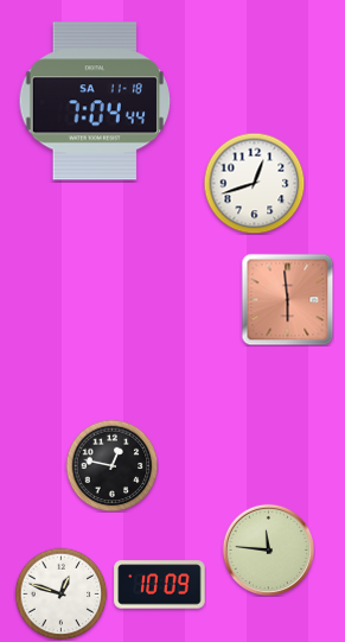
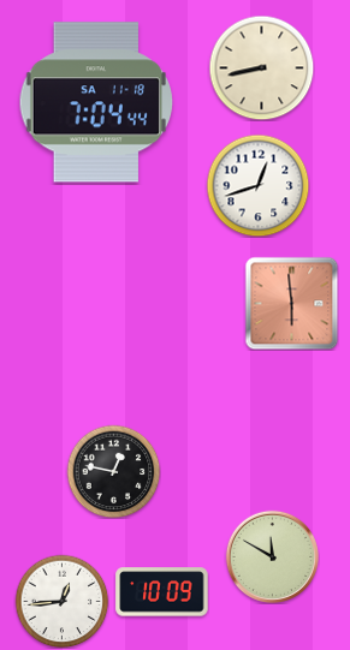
clock at (261, 67): none -> 8:43
clock at (268, 549): 11:46 -> 11:50
clock at (60, 593): 12:48 -> 12:44
